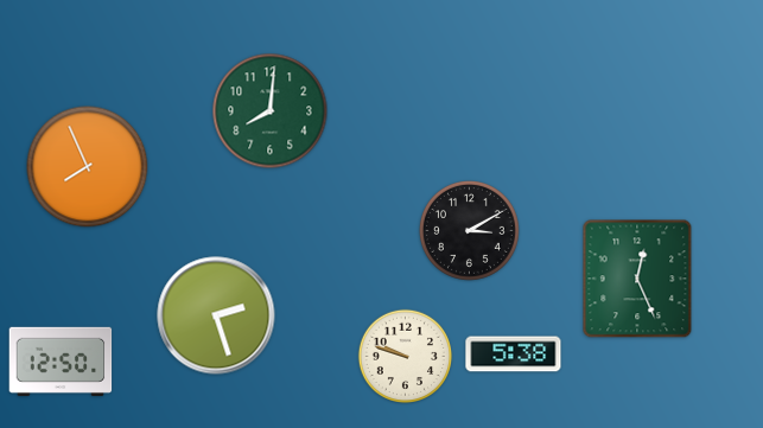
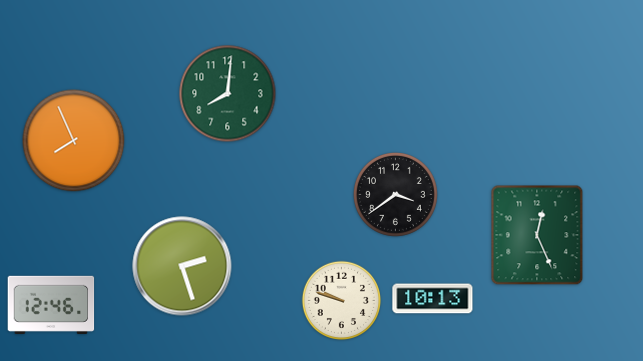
clock at (469, 230): 3:10 -> 3:39
clock at (514, 354): 5:38 -> 10:13
clock at (61, 362): 12:50 -> 12:46
